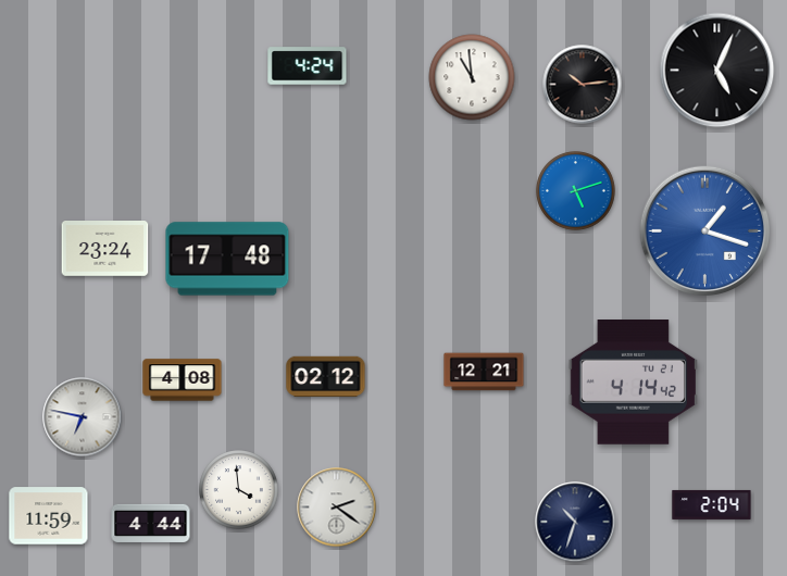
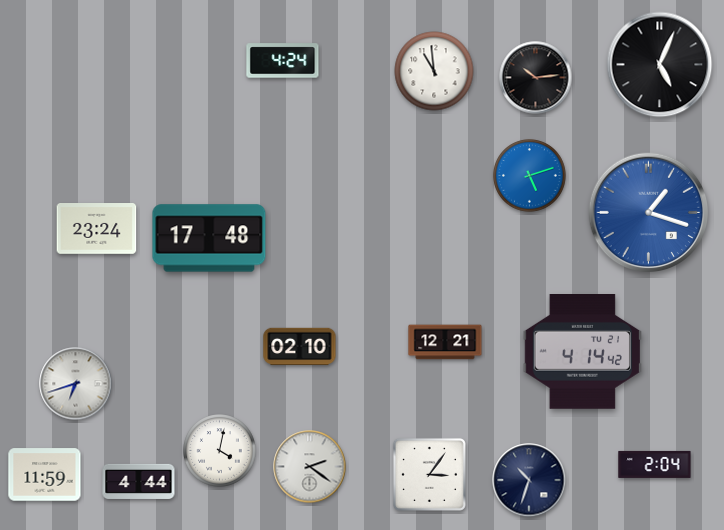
clock at (326, 377): 02:12 -> 02:10
clock at (183, 380): 4:08 -> none
clock at (83, 417): 6:47 -> 6:42
clock at (239, 490): 3:59 -> 4:02
clock at (429, 474): none -> 3:06
